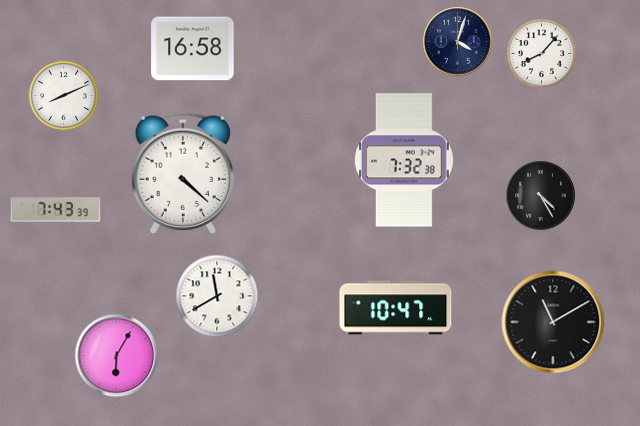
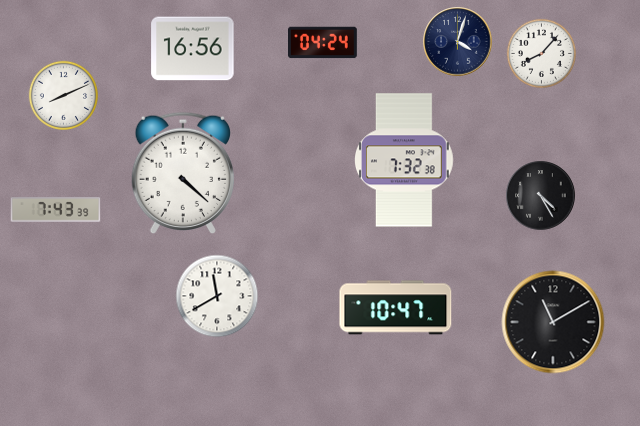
clock at (323, 43): none -> 04:24
clock at (193, 49): 16:58 -> 16:56
clock at (117, 356): 6:05 -> none
